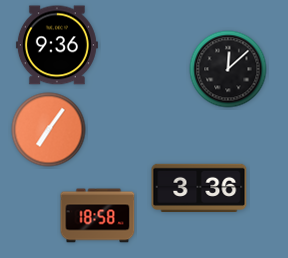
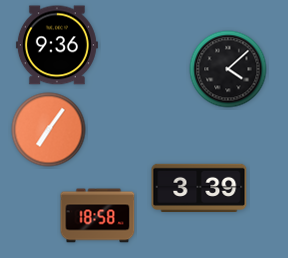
clock at (228, 69): 12:08 -> 4:08
clock at (199, 187): 3:36 -> 3:39
